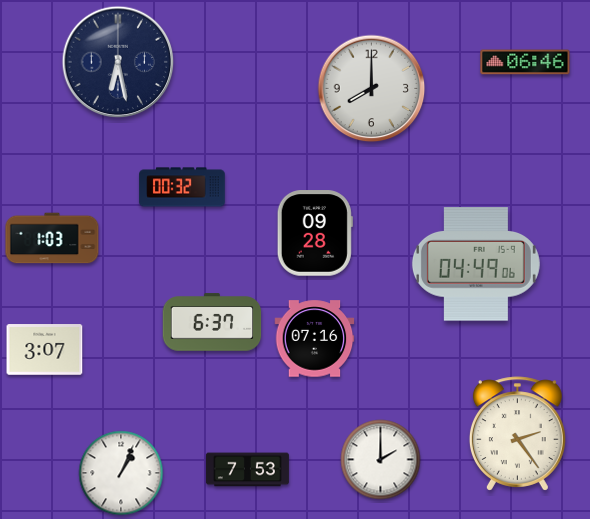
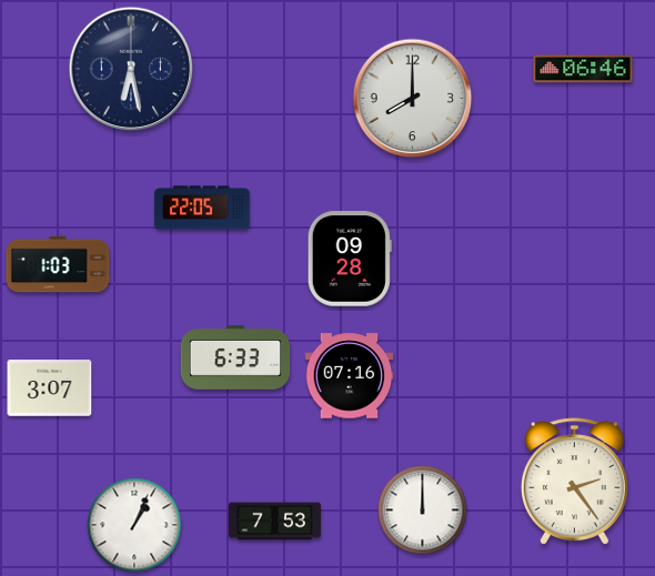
clock at (182, 187): 00:32 -> 22:05
clock at (476, 264): 04:49 -> none
clock at (212, 322): 6:37 -> 6:33
clock at (381, 460): 2:00 -> 12:00
